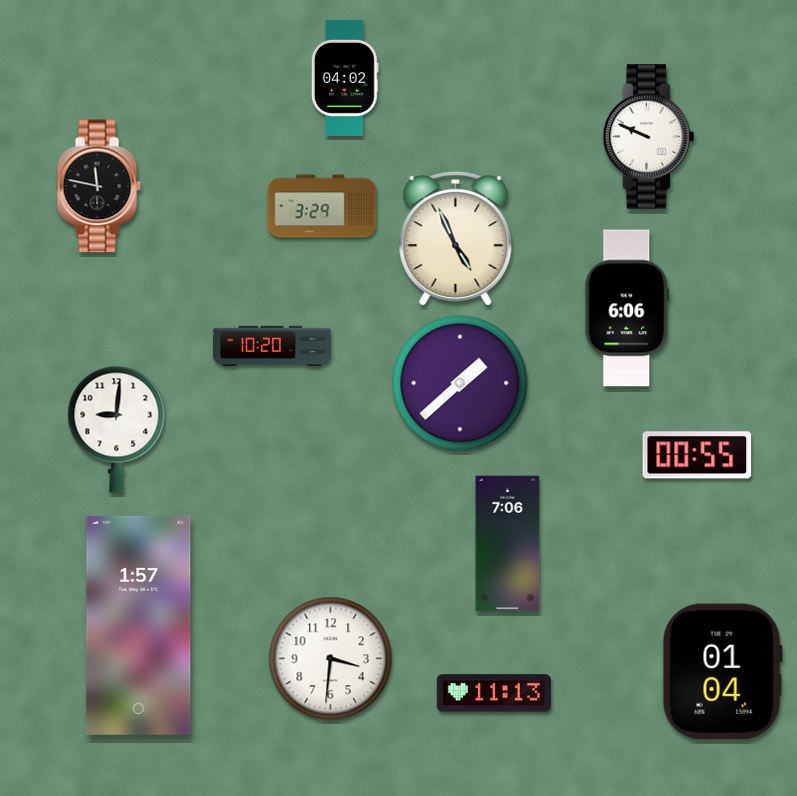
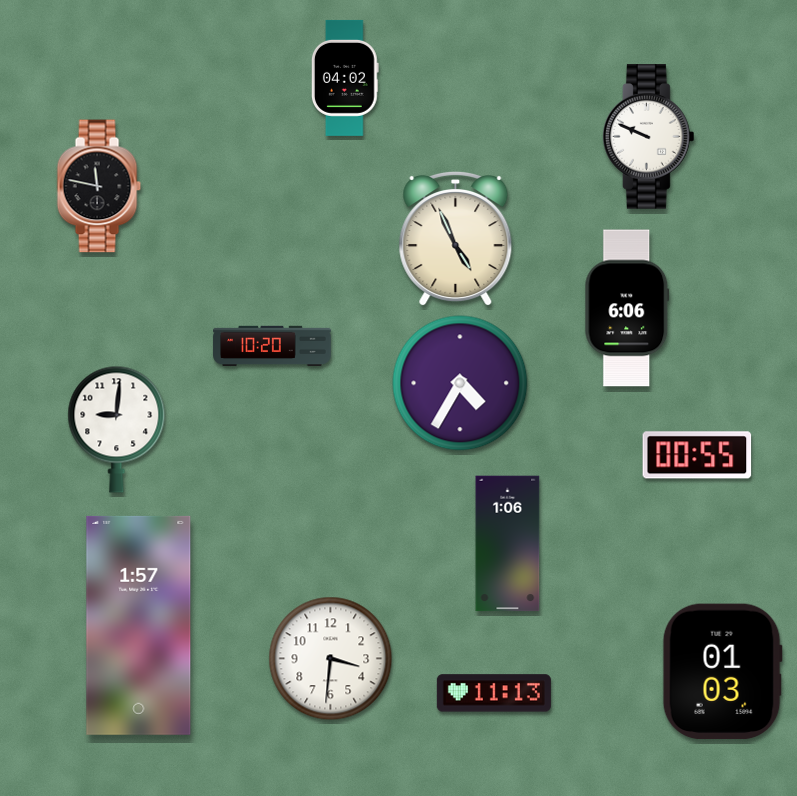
clock at (322, 206): 3:29 -> none
clock at (460, 383): 1:38 -> 4:35
clock at (508, 544): 7:06 -> 1:06
clock at (722, 672): 01:04 -> 01:03
